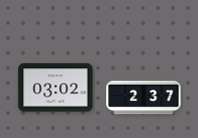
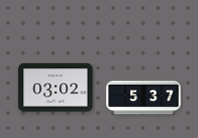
clock at (144, 98): 2:37 -> 5:37
